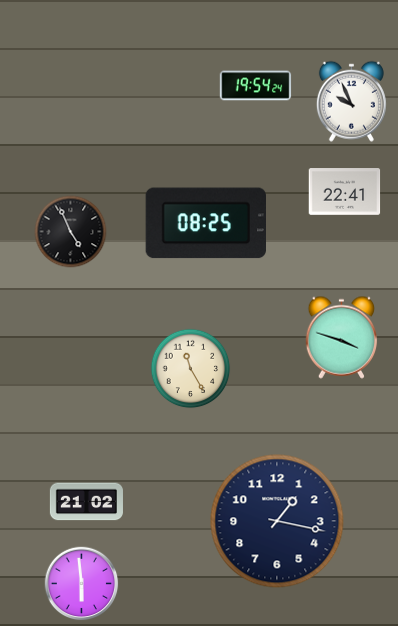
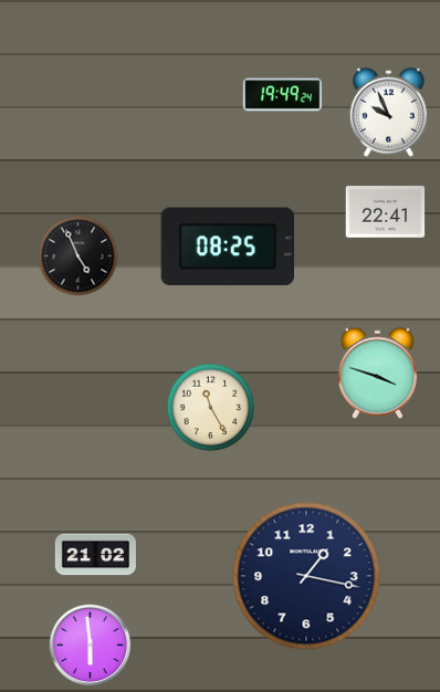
clock at (256, 86): 19:54 -> 19:49
clock at (345, 192) position: (345, 192) -> (386, 212)
